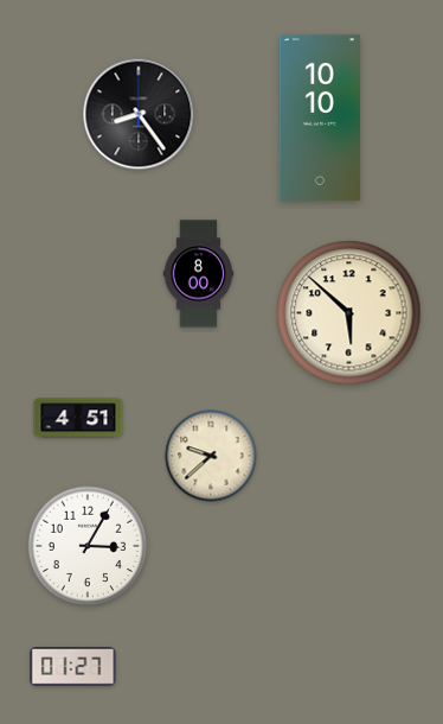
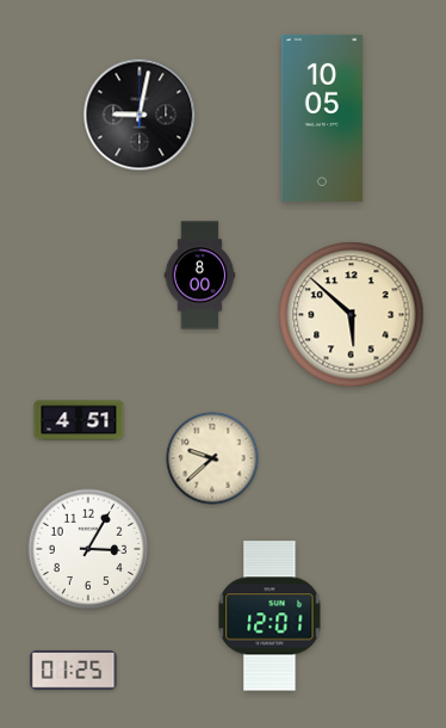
clock at (139, 114): 8:24 -> 9:02
clock at (320, 118): 10:10 -> 10:05
clock at (270, 616): none -> 12:01
clock at (73, 667): 01:27 -> 01:25
